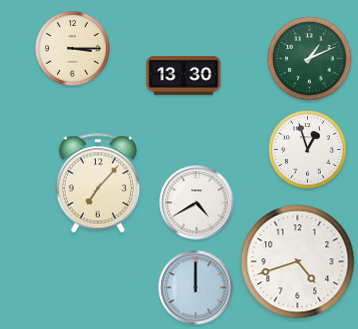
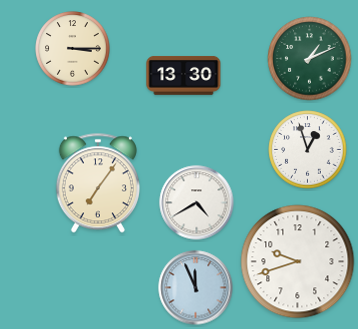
clock at (98, 183): 7:07 -> 7:06
clock at (298, 262): 4:42 -> 9:42
clock at (196, 288): 12:00 -> 11:56
